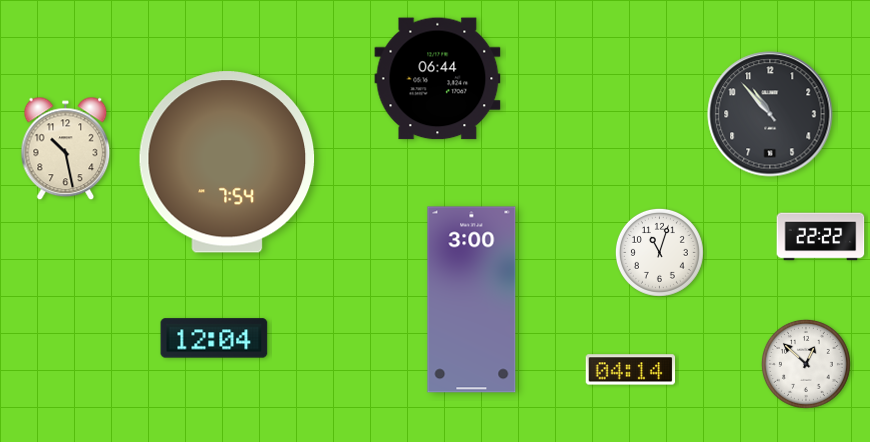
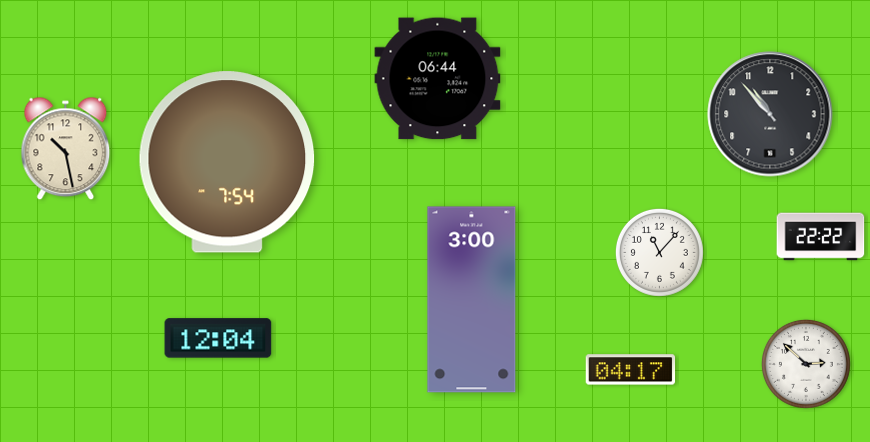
clock at (659, 252): 11:03 -> 11:07
clock at (214, 338) position: (214, 338) -> (218, 338)
clock at (806, 364): 12:52 -> 2:52
clock at (631, 370): 04:14 -> 04:17
